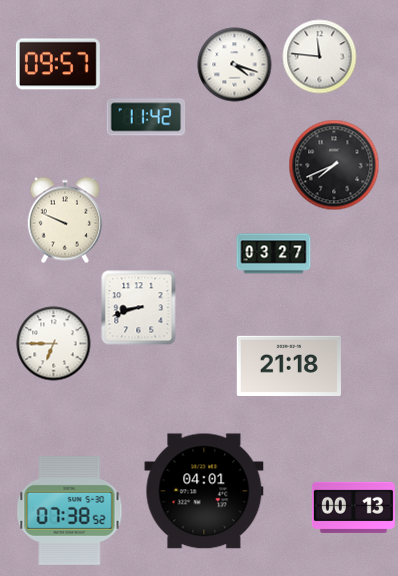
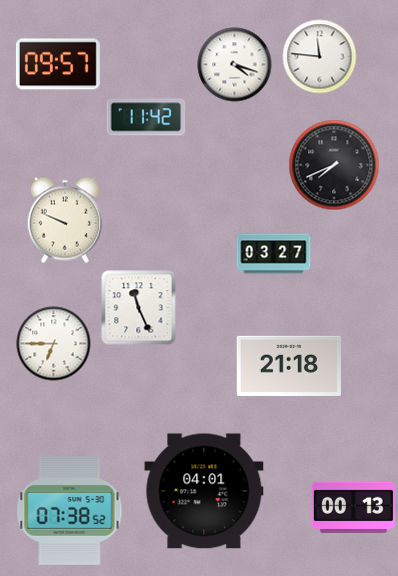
clock at (139, 308): 8:42 -> 11:26
